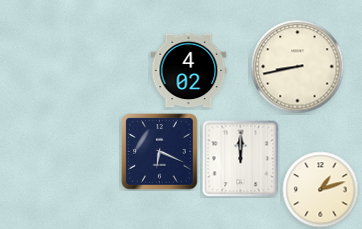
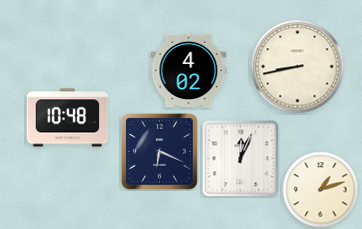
clock at (68, 118): none -> 10:48
clock at (241, 159): 12:00 -> 12:04
